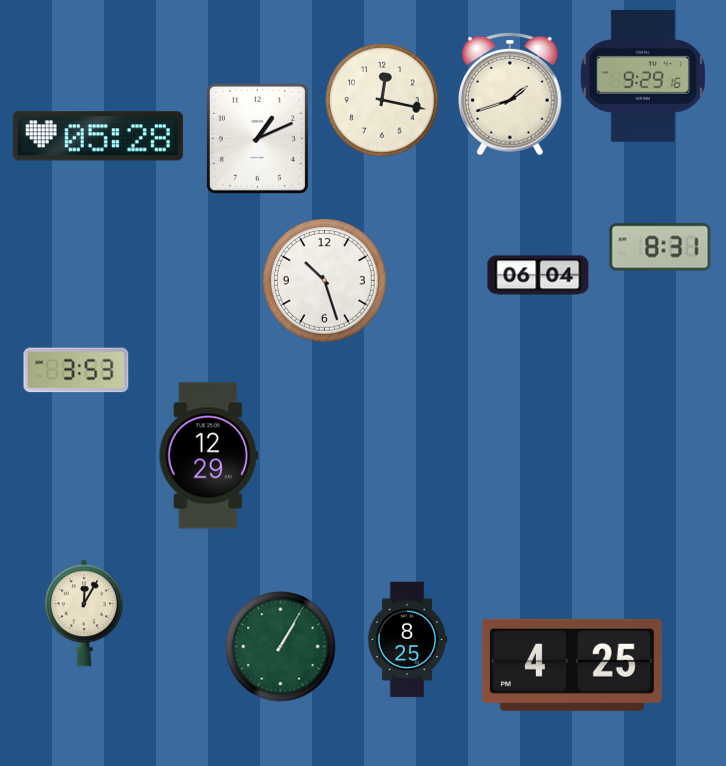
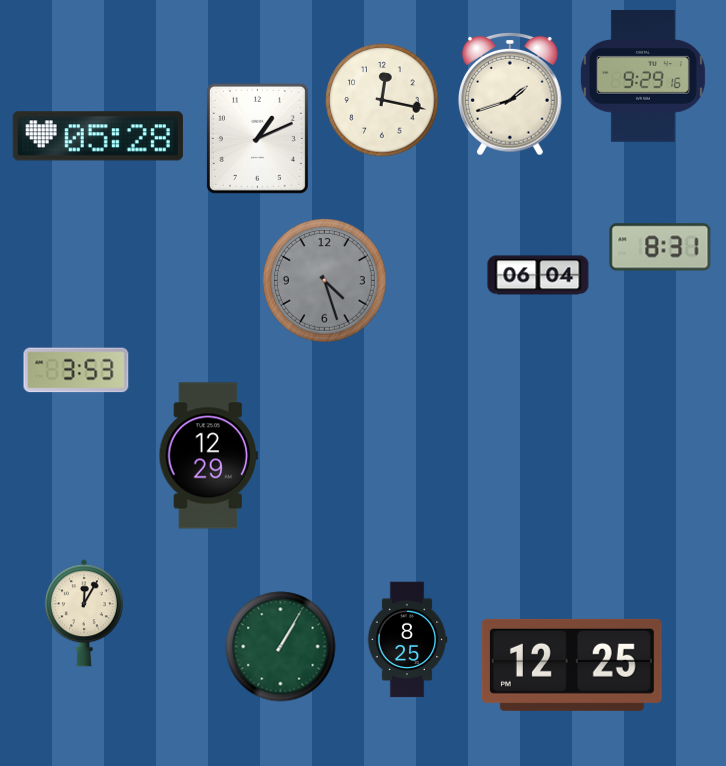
clock at (325, 281): 10:27 -> 4:27
clock at (325, 281) dial: white -> grey
clock at (572, 665): 4:25 -> 12:25
